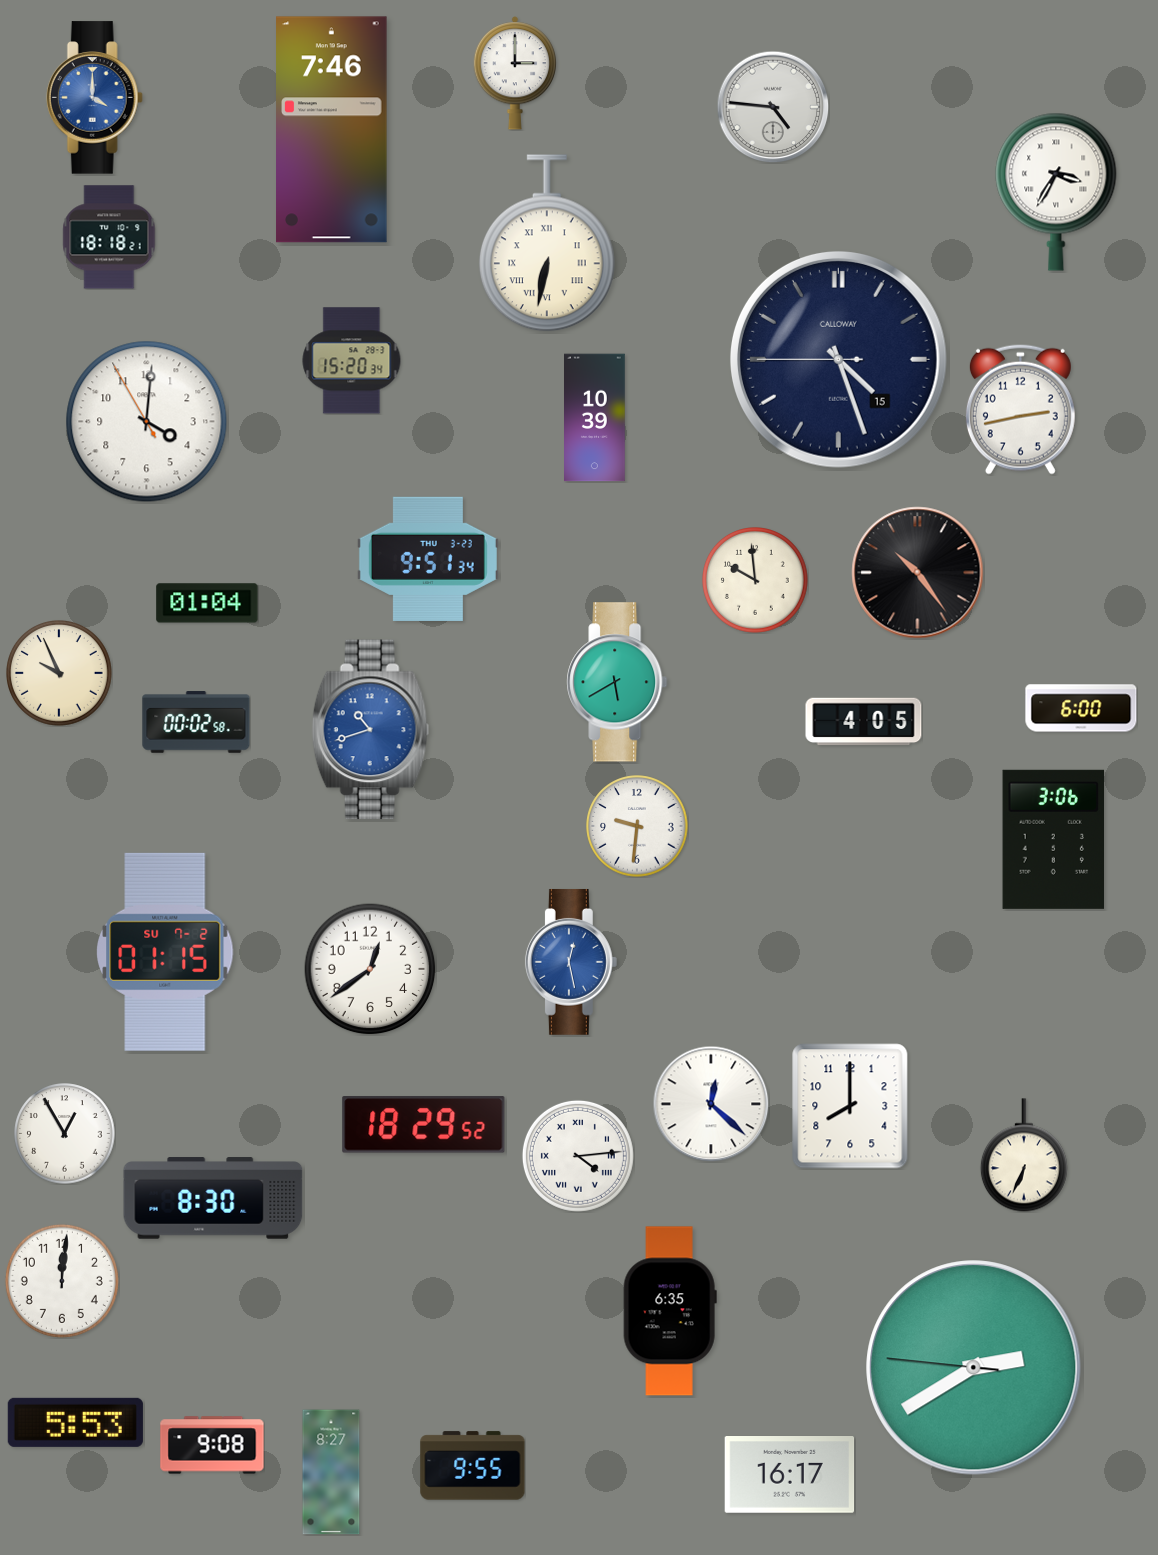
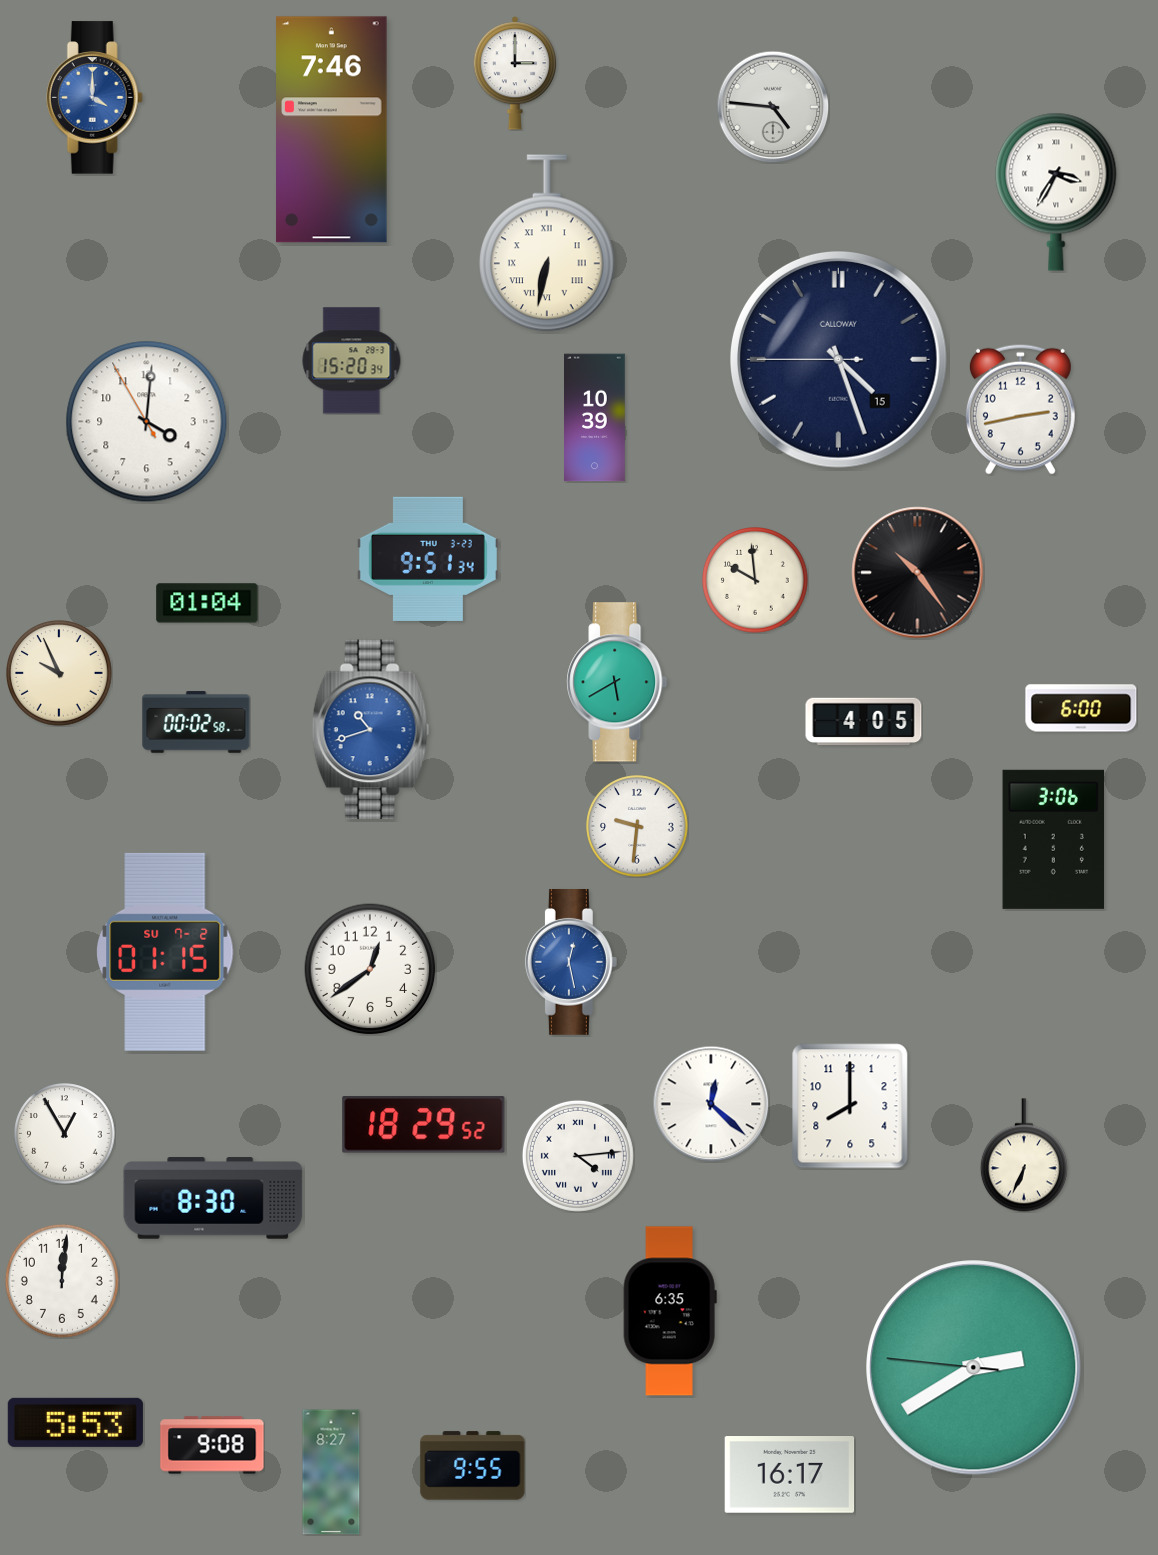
clock at (109, 237): 18:18 -> none
